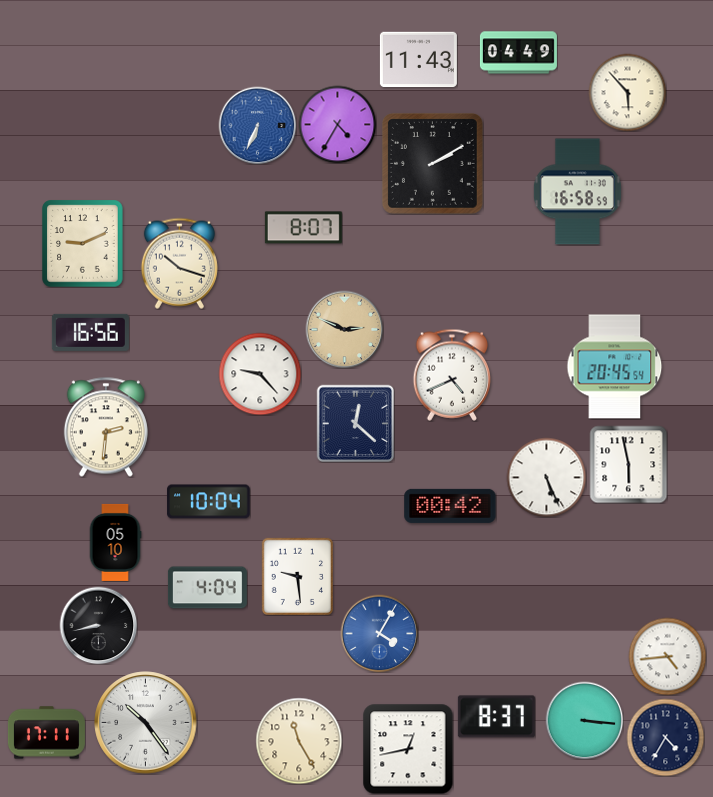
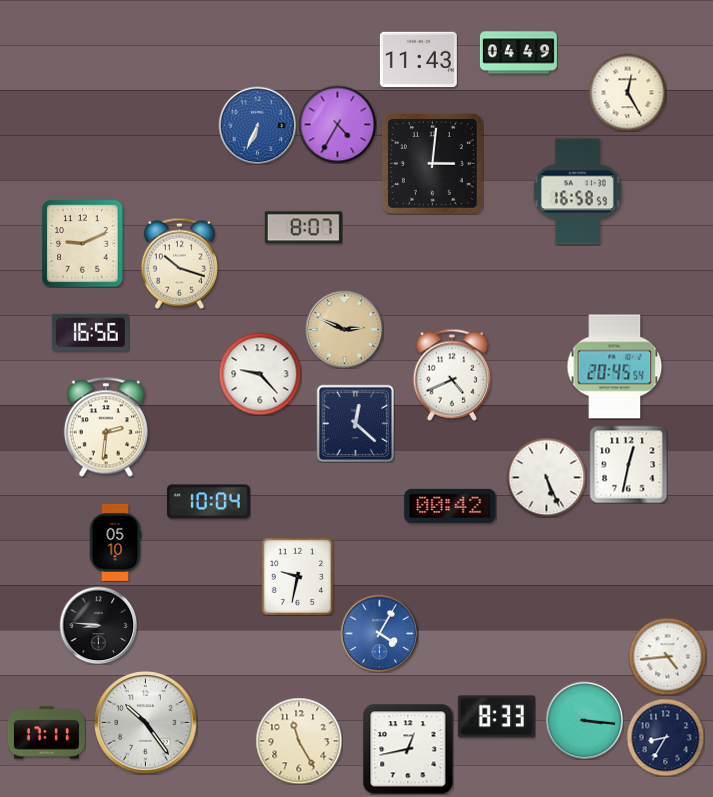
clock at (627, 92): 5:53 -> 12:25
clock at (432, 163): 2:10 -> 3:01
clock at (628, 464): 5:58 -> 12:32
clock at (297, 576): 9:29 -> 9:32
clock at (207, 588): 4:04 -> none
clock at (98, 625): 8:43 -> 8:46
clock at (496, 717): 8:37 -> 8:33
clock at (665, 737): 4:35 -> 8:35
